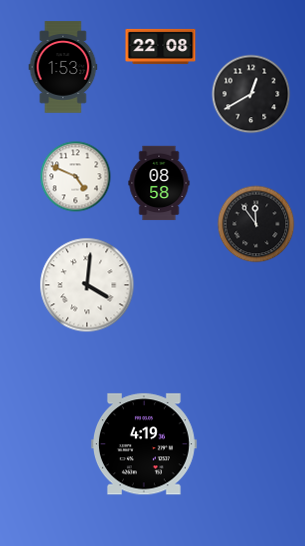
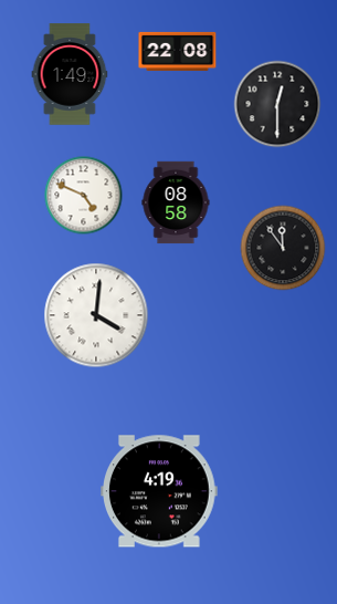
clock at (63, 67): 1:53 -> 1:49
clock at (251, 94): 12:40 -> 12:30
